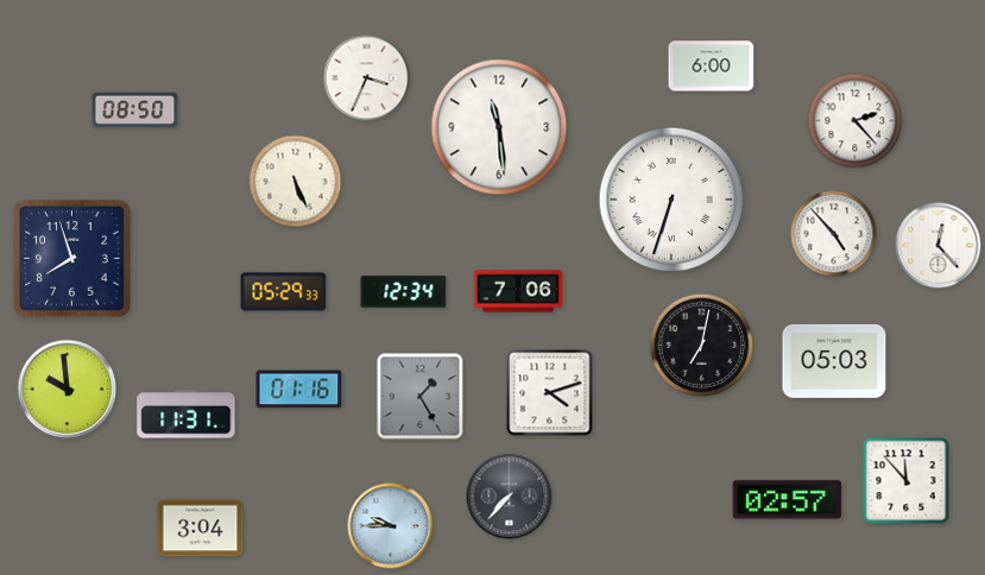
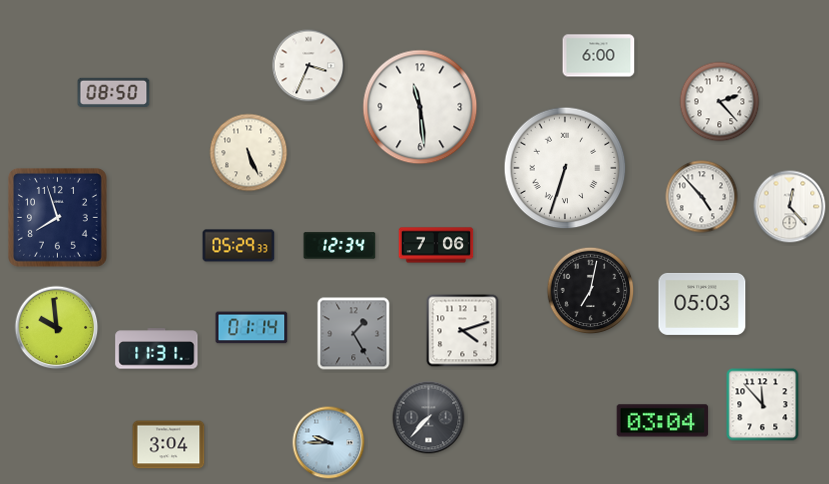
clock at (72, 259) position: (72, 259) -> (58, 218)
clock at (299, 390): 01:16 -> 01:14
clock at (788, 500): 02:57 -> 03:04
